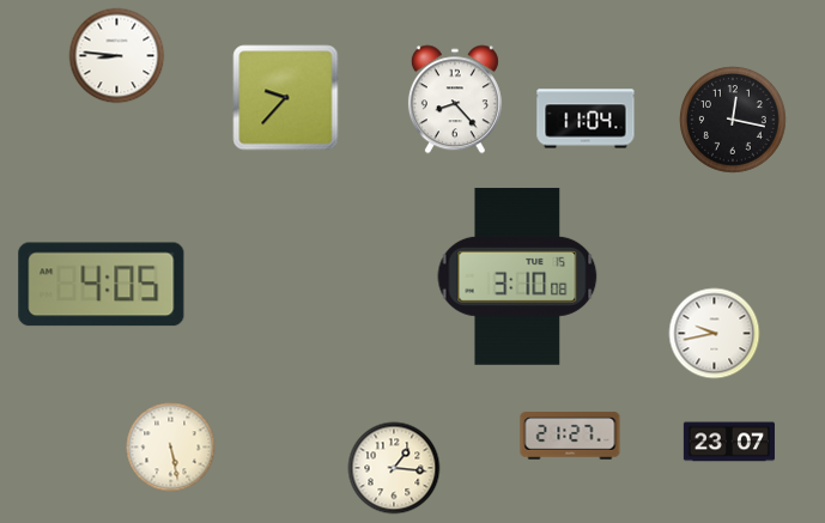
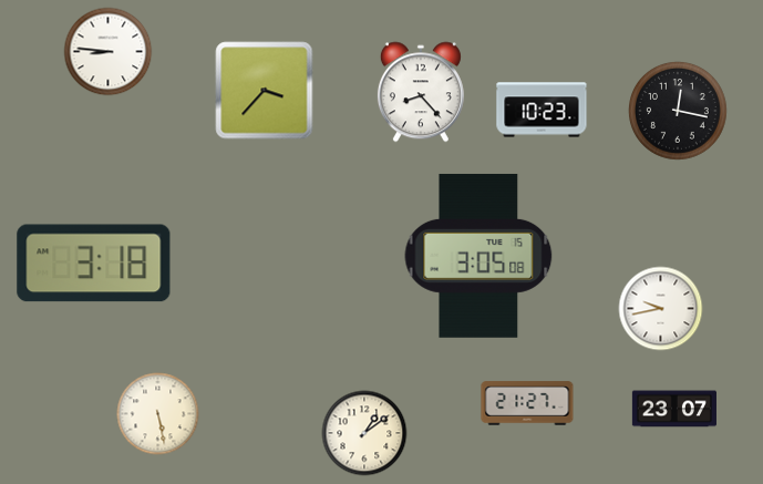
clock at (286, 98): 9:37 -> 3:37
clock at (586, 118): 11:04 -> 10:23
clock at (517, 276): 3:10 -> 3:05
clock at (102, 285): 4:05 -> 3:18
clock at (394, 468): 1:16 -> 1:09
